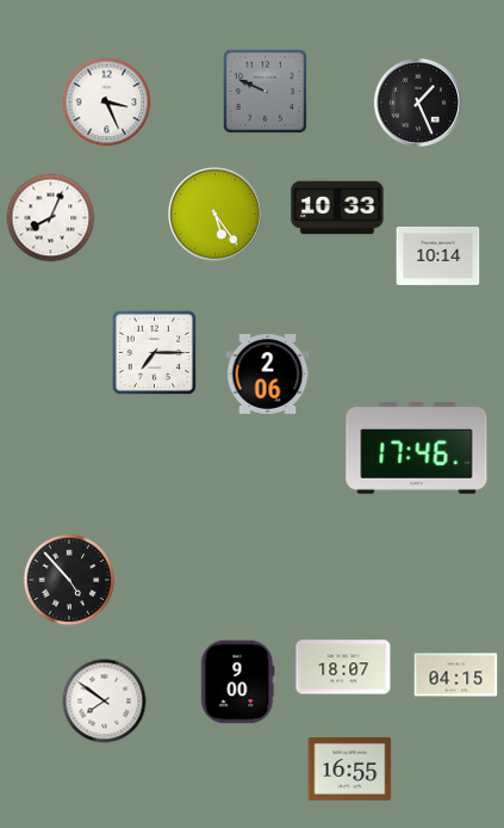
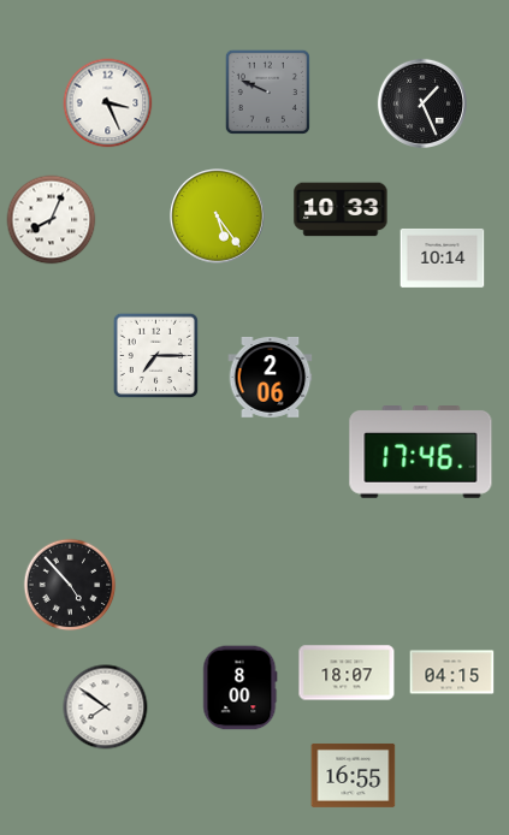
clock at (456, 675) position: (456, 675) -> (452, 673)
clock at (238, 682): 9:00 -> 8:00
